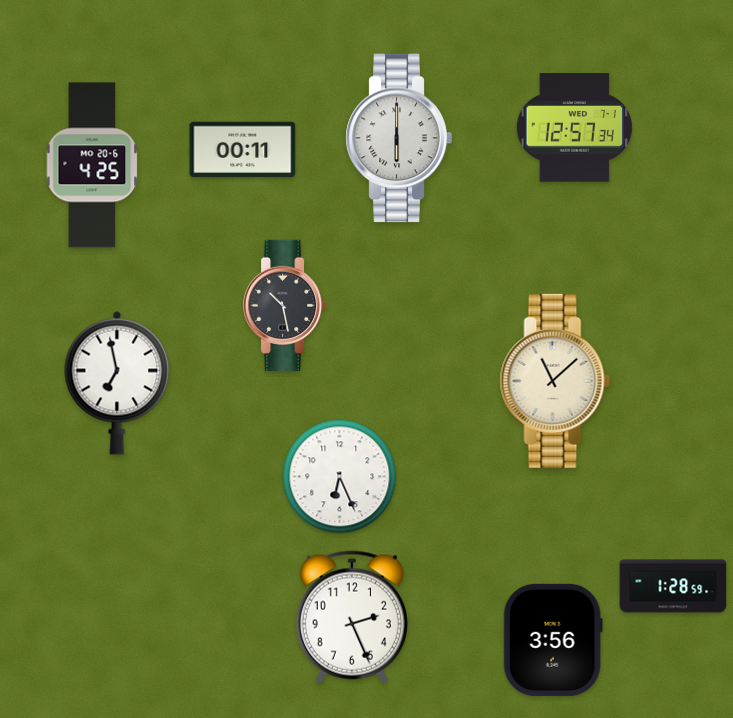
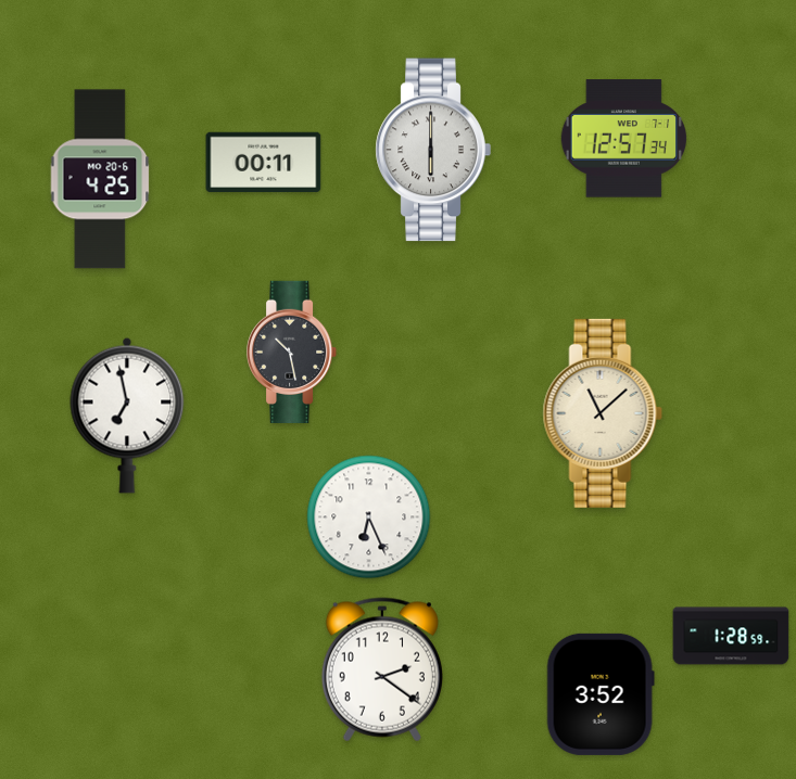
clock at (285, 305) position: (285, 305) -> (292, 352)
clock at (352, 617): 2:26 -> 2:21
clock at (553, 640): 3:56 -> 3:52
